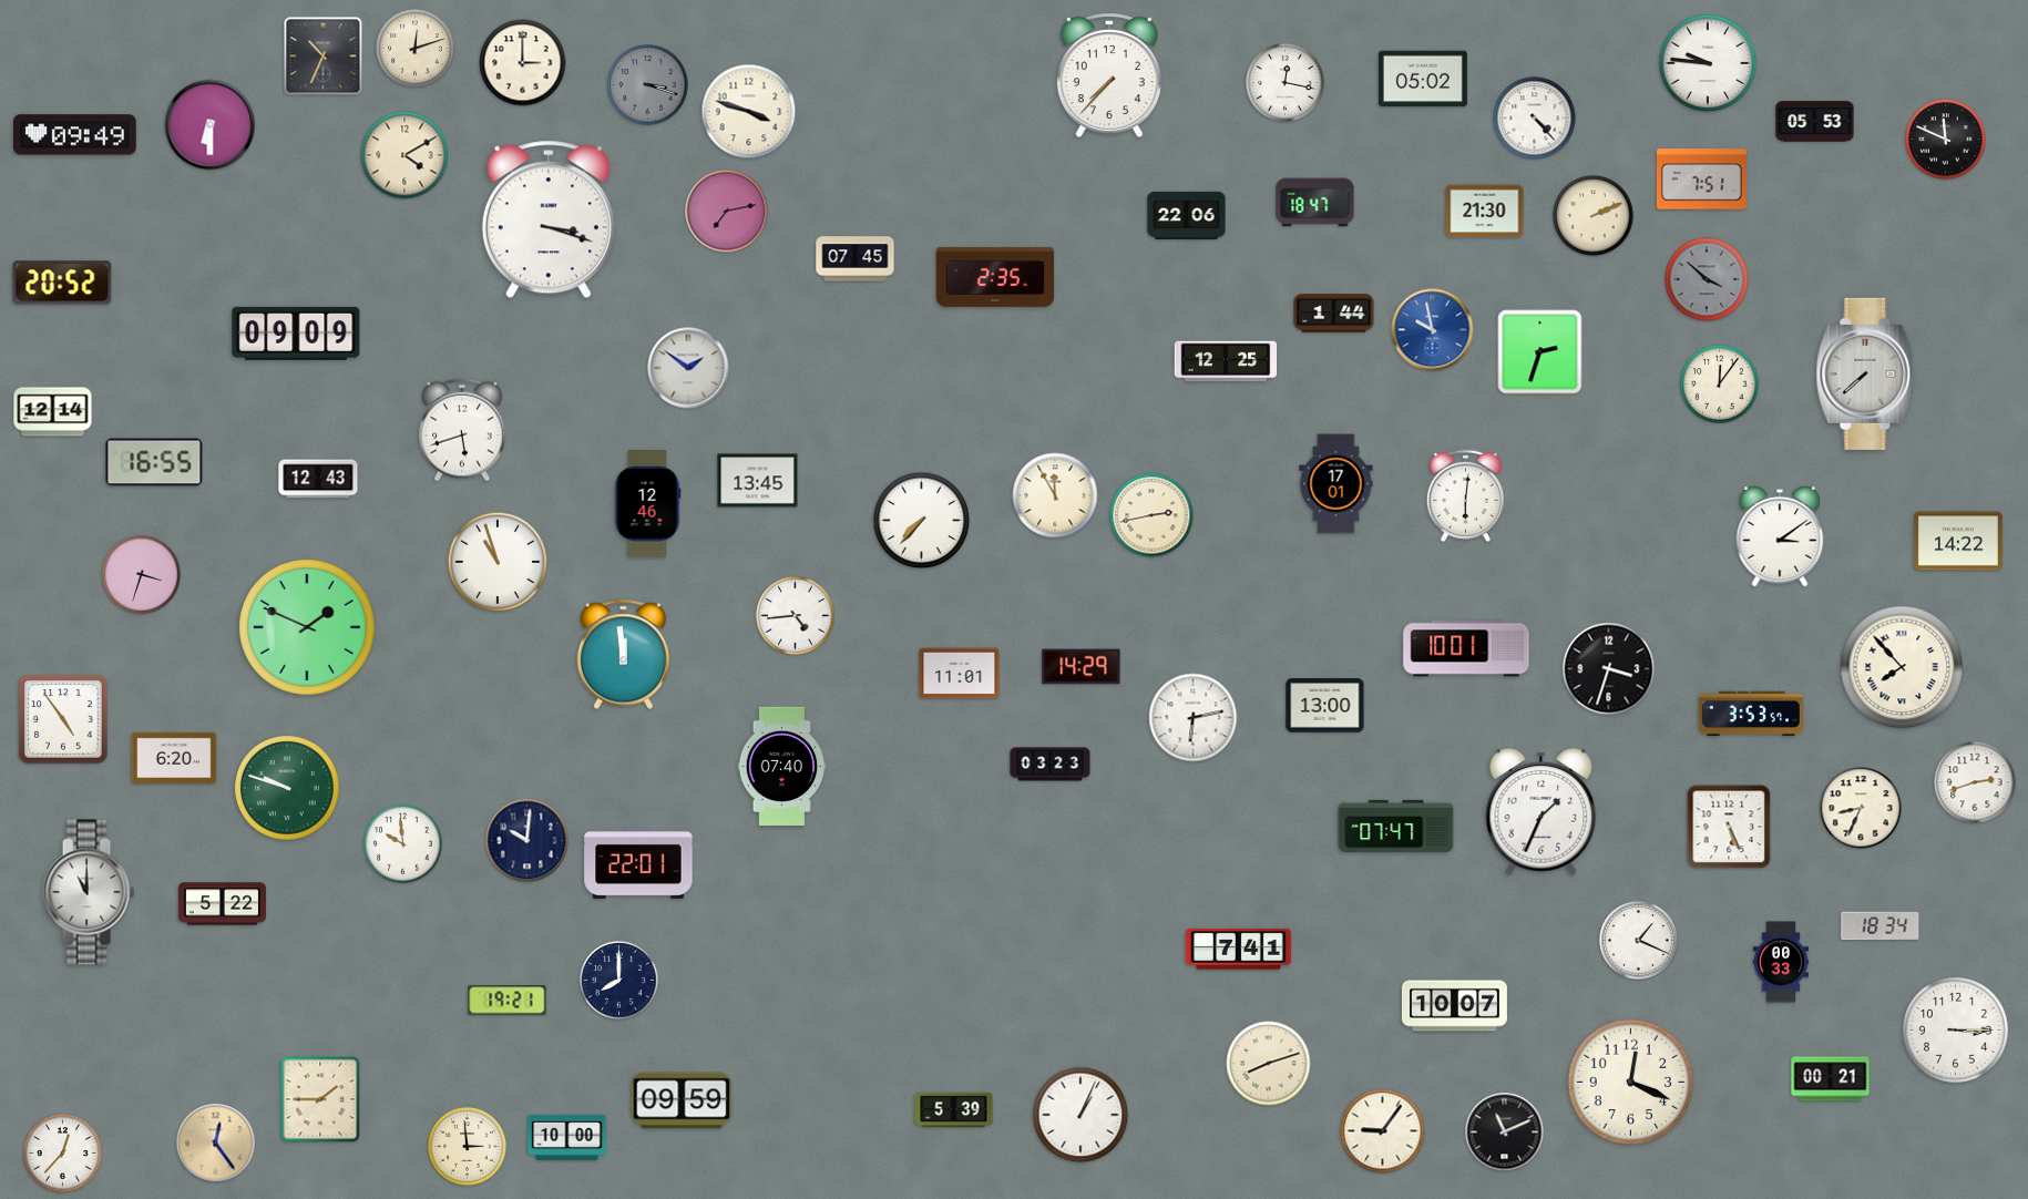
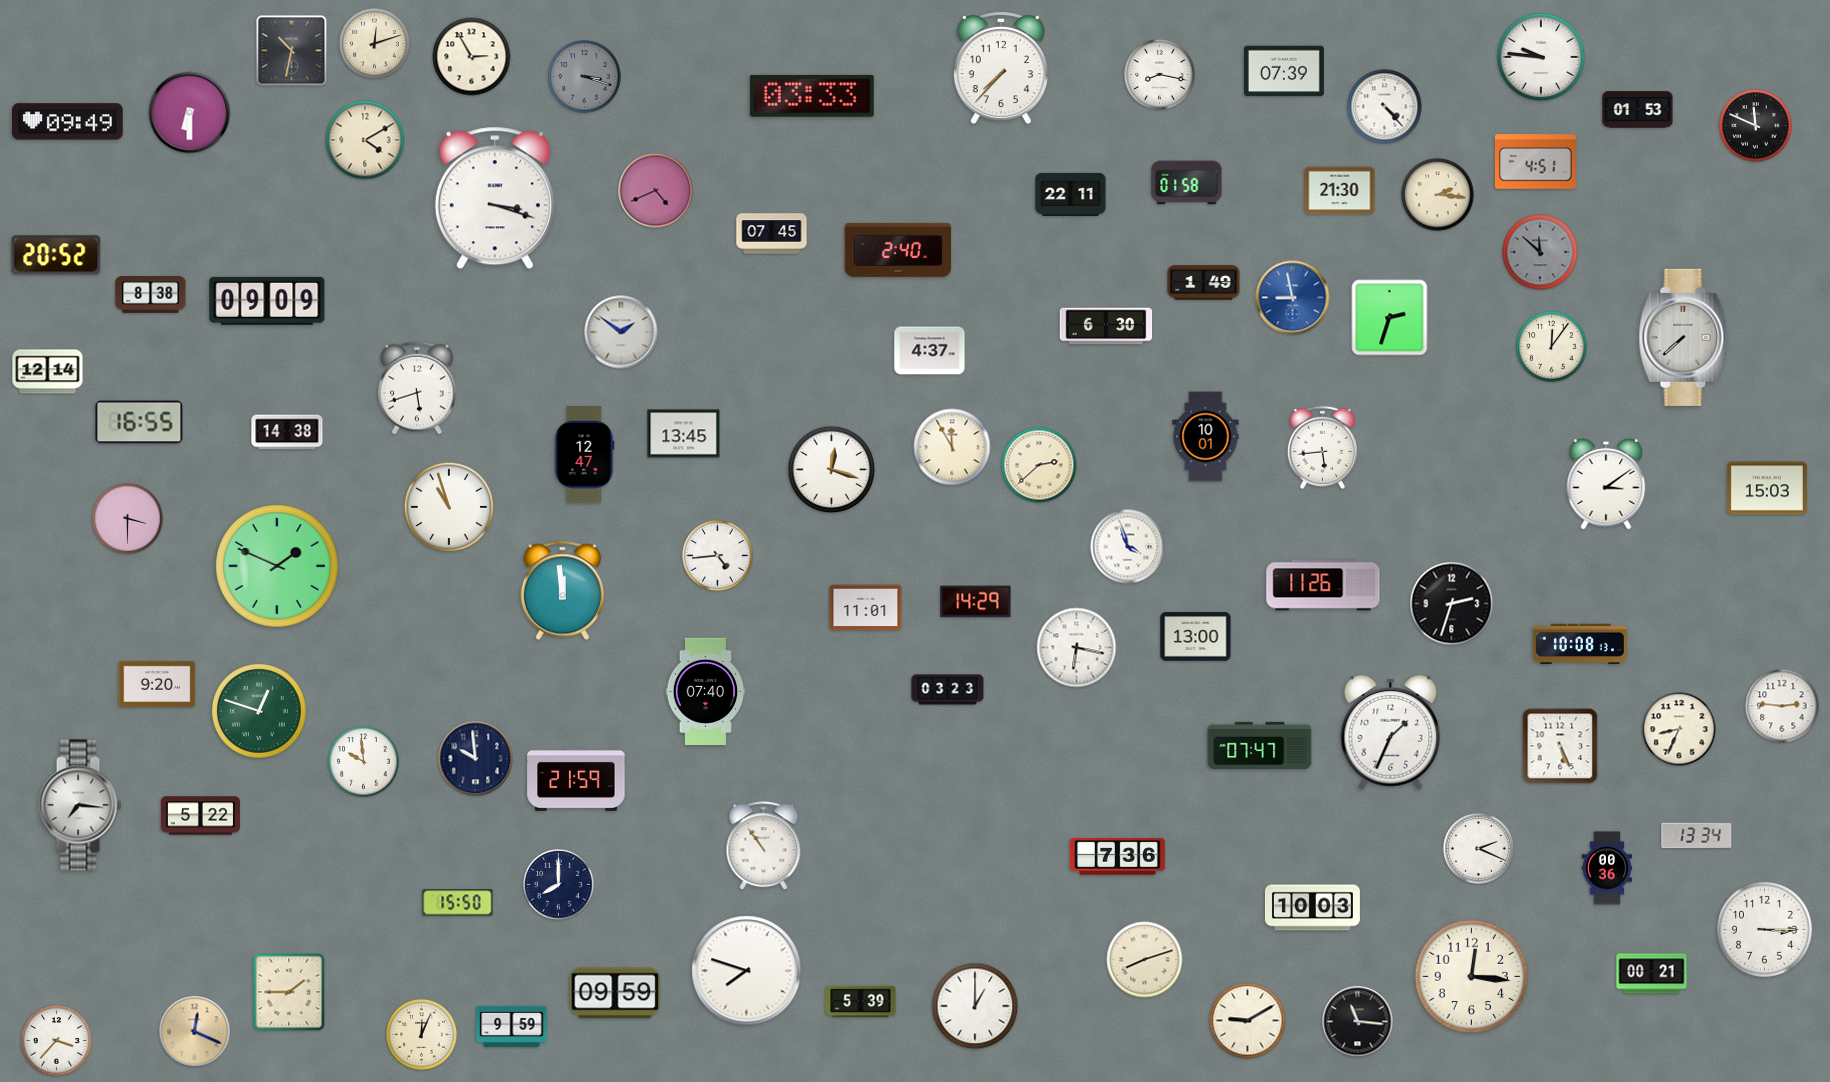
clock at (324, 57): 10:34 -> 10:32
clock at (523, 63): 3:00 -> 2:55
clock at (1423, 79): 05:02 -> 07:39
clock at (1286, 83): 12:17 -> 8:17
clock at (812, 96): none -> 03:33
clock at (749, 112): 3:48 -> none
clock at (1815, 122): 05:53 -> 01:53
clock at (1702, 180): 7:51 -> 4:51
clock at (1315, 203): 18:47 -> 01:58
clock at (727, 212): 7:13 -> 4:41
clock at (1187, 215): 22:06 -> 22:11
clock at (1594, 216): 2:11 -> 2:16
clock at (995, 277): 2:35 -> 2:40
clock at (1707, 279): 3:52 -> 11:52
clock at (1334, 314): 1:44 -> 1:49
clock at (151, 295): none -> 8:38
clock at (1433, 330): 9:58 -> 8:58
clock at (1226, 361): 12:25 -> 6:30
clock at (930, 351): none -> 4:37
clock at (154, 462) position: (154, 462) -> (139, 422)
clock at (318, 479): 12:43 -> 14:38
clock at (1336, 484): 17:01 -> 10:01
clock at (1465, 495): 6:01 -> 5:44
clock at (648, 504): 12:46 -> 12:47
clock at (1151, 515): 2:43 -> 2:38
clock at (922, 521): 7:37 -> 12:18
clock at (1958, 541): 14:22 -> 15:03
clock at (142, 575): 3:33 -> 3:30
clock at (1128, 547): none -> 3:57
clock at (1466, 648): 10:01 -> 11:26
clock at (1902, 667): 7:53 -> none
clock at (1609, 669): 3:33 -> 2:33
clock at (1751, 714): 3:53 -> 10:08
clock at (1194, 718): 6:13 -> 6:17
clock at (63, 719): 4:54 -> none
clock at (174, 758): 6:20 -> 9:20
clock at (1975, 782): 2:42 -> 2:46
clock at (287, 788): 9:48 -> 12:48
clock at (528, 841): 10:01 -> 9:59
clock at (638, 863): 22:01 -> 21:59
clock at (89, 892): 11:00 -> 7:16
clock at (1881, 926): 18:34 -> 13:34
clock at (764, 846): none -> 10:54
clock at (1639, 941): 1:19 -> 2:19
clock at (1238, 950): 7:41 -> 7:36
clock at (1781, 962): 00:33 -> 00:36
clock at (508, 1001): 19:21 -> 15:50
clock at (1454, 1006): 10:07 -> 10:03
clock at (747, 971): none -> 7:48
clock at (1631, 1083): 12:19 -> 12:16
clock at (1080, 1115): 1:04 -> 1:00
clock at (1383, 1131): 9:06 -> 9:10
clock at (1505, 1133): 11:11 -> 11:16
clock at (567, 1137): 10:00 -> 9:59
clock at (216, 1144): 12:24 -> 12:19
clock at (468, 1147): 2:59 -> 12:04
clock at (63, 1154): 12:37 -> 3:37
